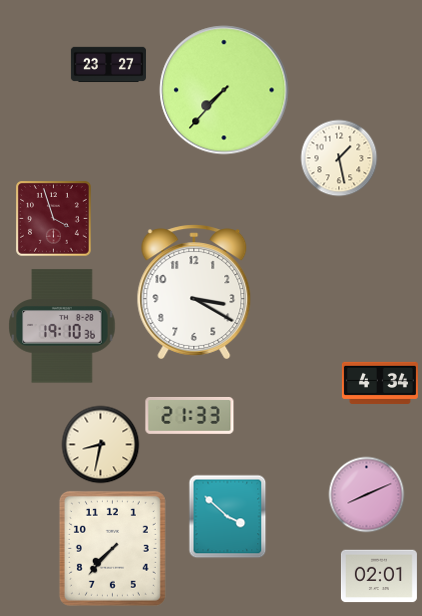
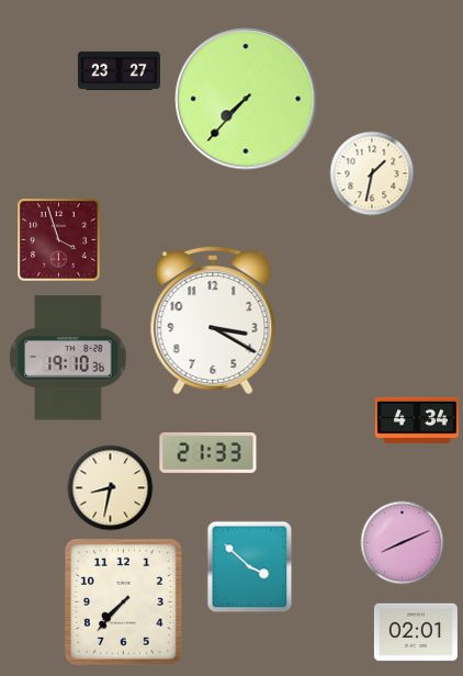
clock at (339, 158): 1:28 -> 1:32
clock at (190, 416) position: (190, 416) -> (208, 453)
